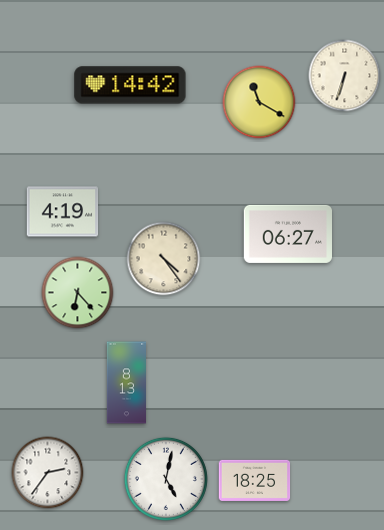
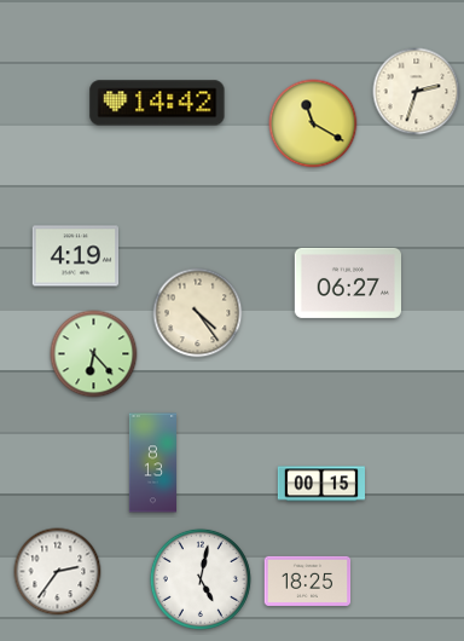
clock at (345, 76): 6:33 -> 2:33
clock at (320, 484): none -> 00:15
